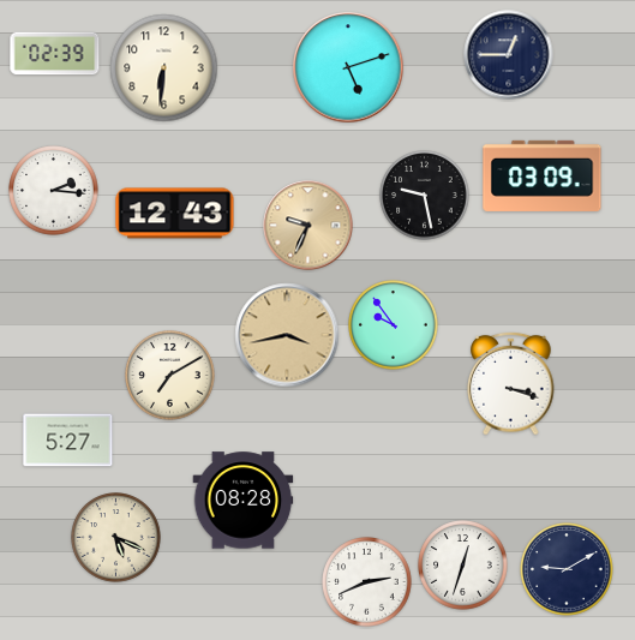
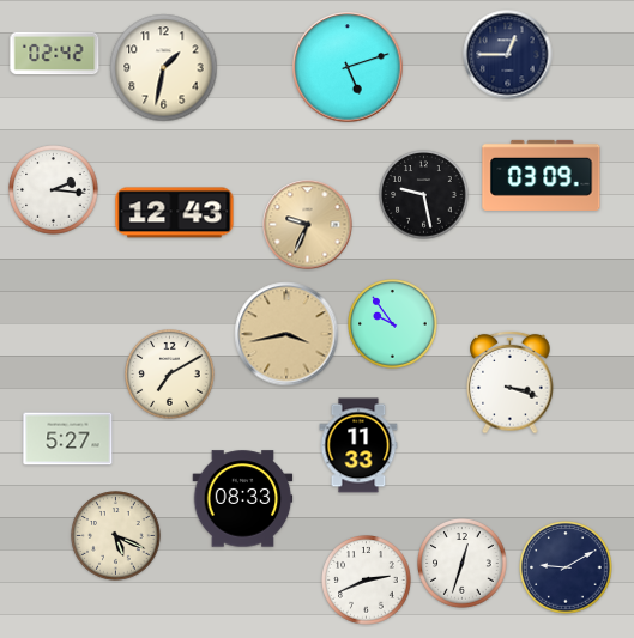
clock at (55, 54): 02:39 -> 02:42
clock at (164, 68): 6:31 -> 1:32
clock at (358, 445): none -> 11:33
clock at (244, 501): 08:28 -> 08:33
